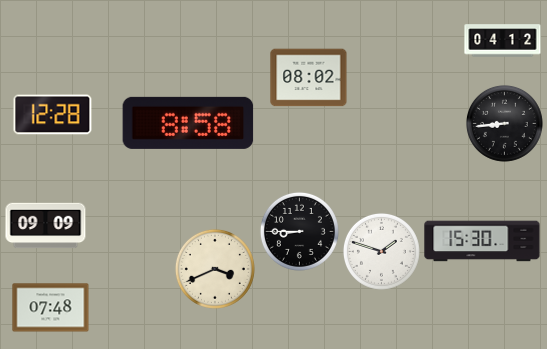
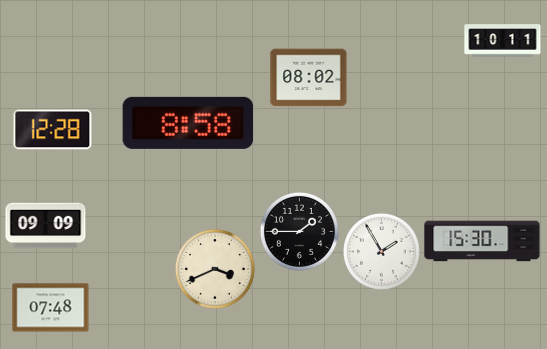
clock at (503, 41): 04:12 -> 10:11
clock at (53, 115) position: (53, 115) -> (53, 130)
clock at (504, 123): 8:44 -> none
clock at (299, 231): 8:45 -> 1:45
clock at (381, 251): 1:48 -> 1:55
